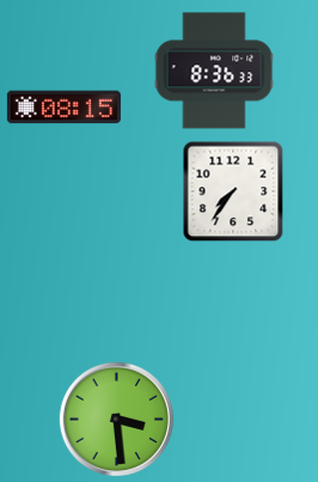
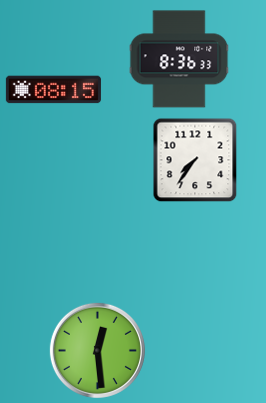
clock at (116, 419): 3:29 -> 12:29
